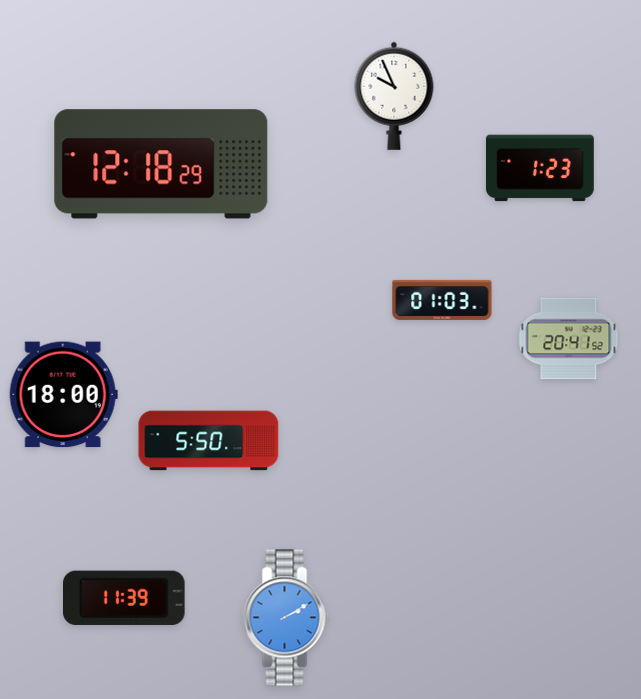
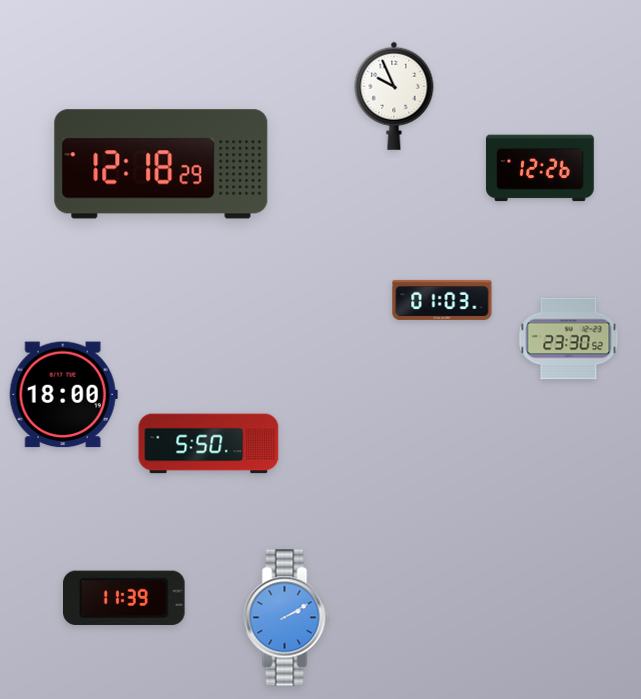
clock at (540, 168): 1:23 -> 12:26
clock at (569, 339): 20:41 -> 23:30
clock at (209, 441) position: (209, 441) -> (209, 444)
